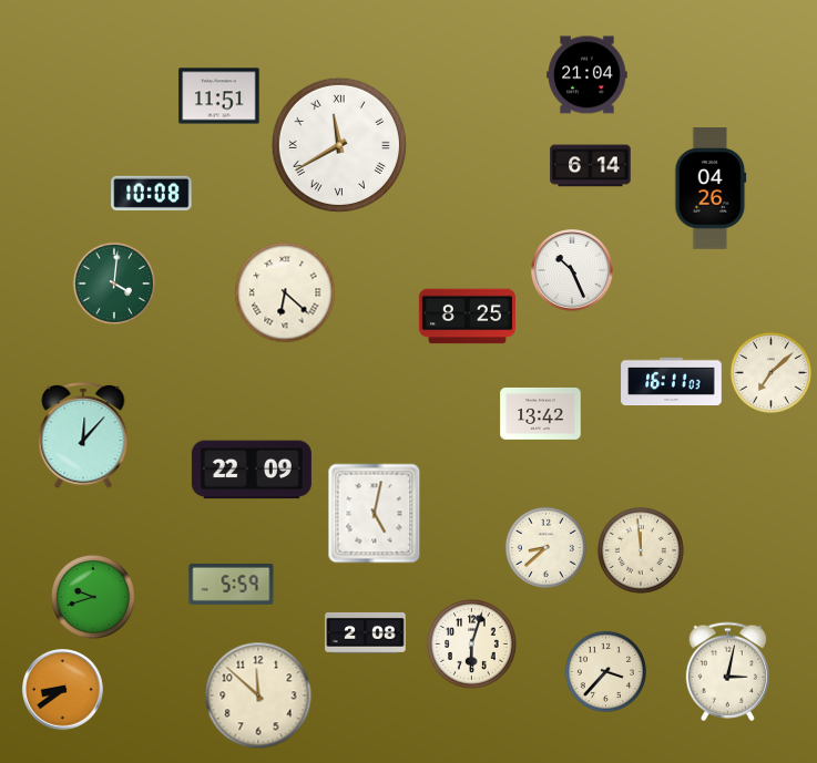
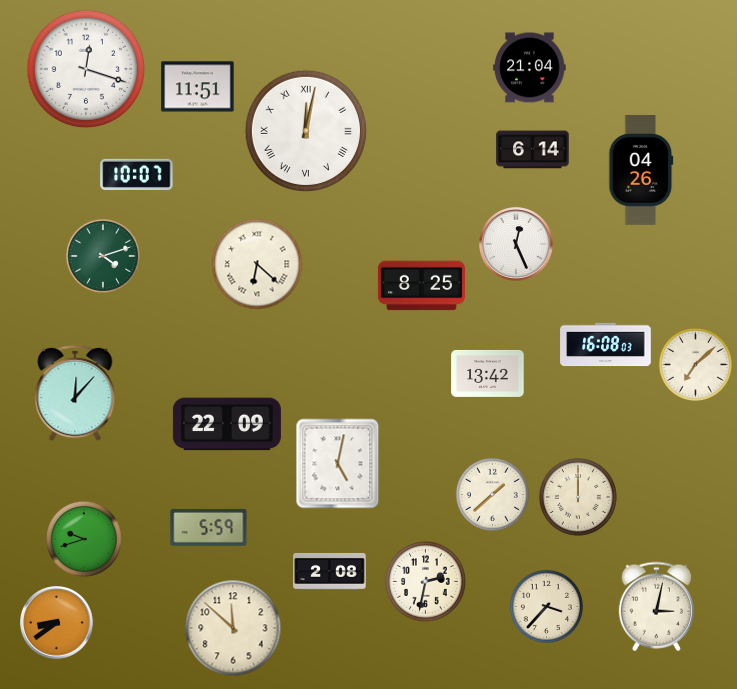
clock at (86, 69): none -> 12:18
clock at (339, 145): 11:40 -> 12:02
clock at (152, 193): 10:08 -> 10:07
clock at (572, 270): 10:26 -> 12:26
clock at (114, 283): 4:01 -> 4:12
clock at (770, 372) position: (770, 372) -> (695, 364)
clock at (672, 382): 16:11 -> 16:08
clock at (545, 547): 8:38 -> 1:38
clock at (641, 550): 11:59 -> 12:00
clock at (472, 645): 6:03 -> 2:32
